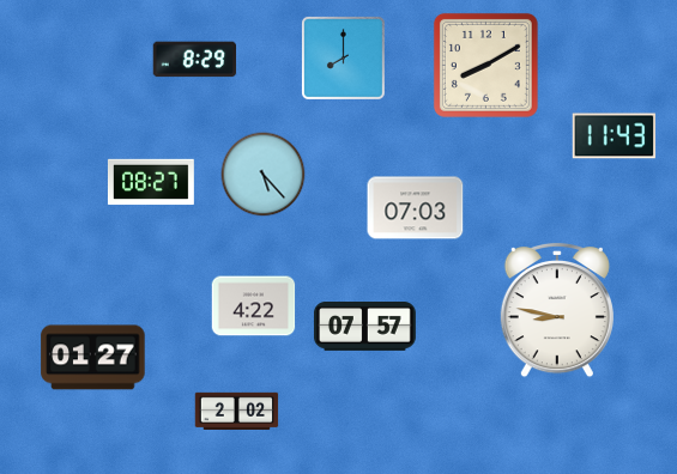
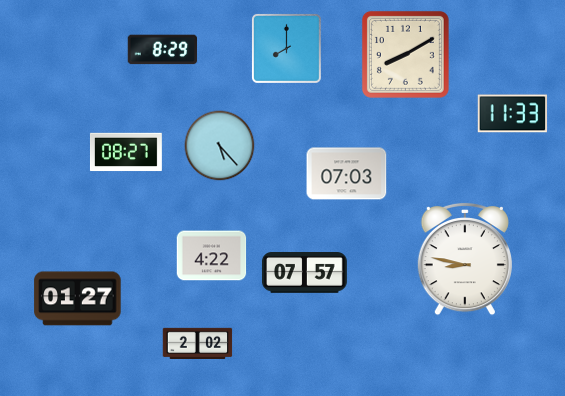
clock at (615, 136): 11:43 -> 11:33
